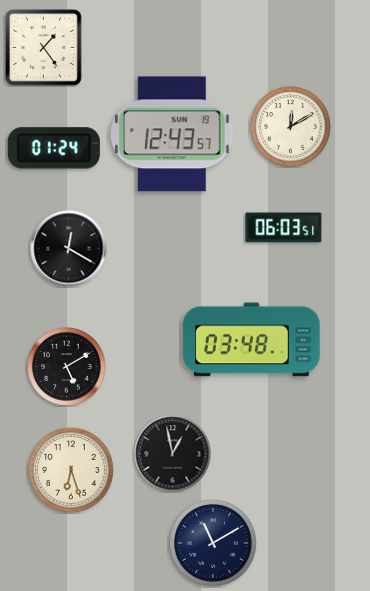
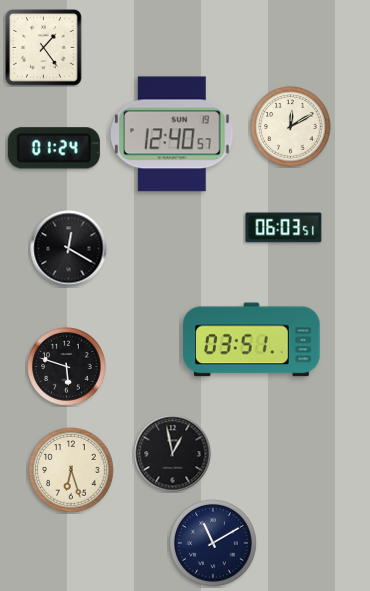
clock at (172, 134): 12:43 -> 12:40
clock at (252, 340): 03:48 -> 03:51
clock at (67, 367): 5:10 -> 5:48
